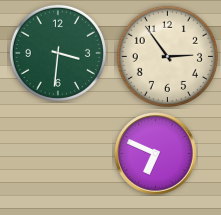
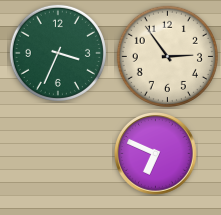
clock at (58, 53): 3:31 -> 3:34
